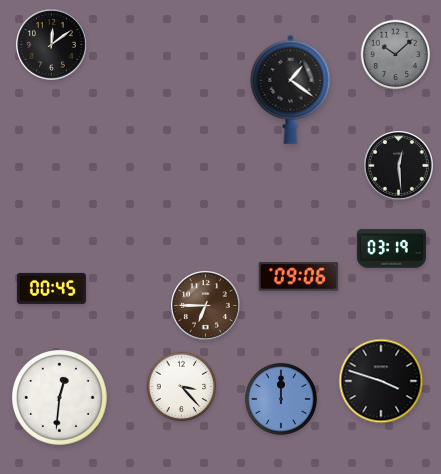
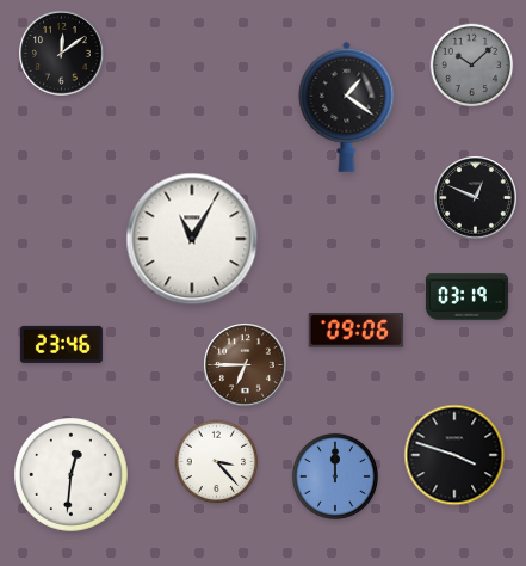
clock at (399, 166): 12:29 -> 12:49
clock at (192, 239): none -> 11:05
clock at (51, 288): 00:45 -> 23:46
